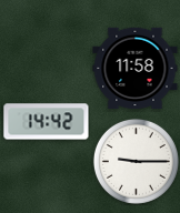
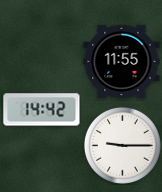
clock at (136, 69): 11:58 -> 11:55
